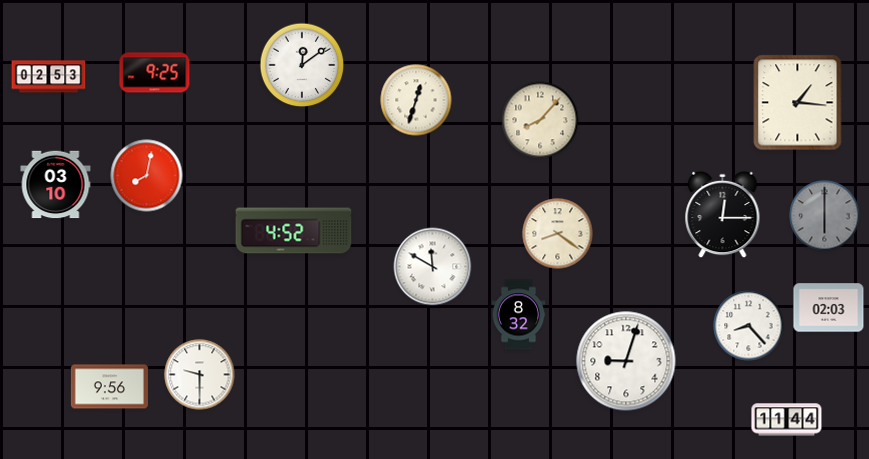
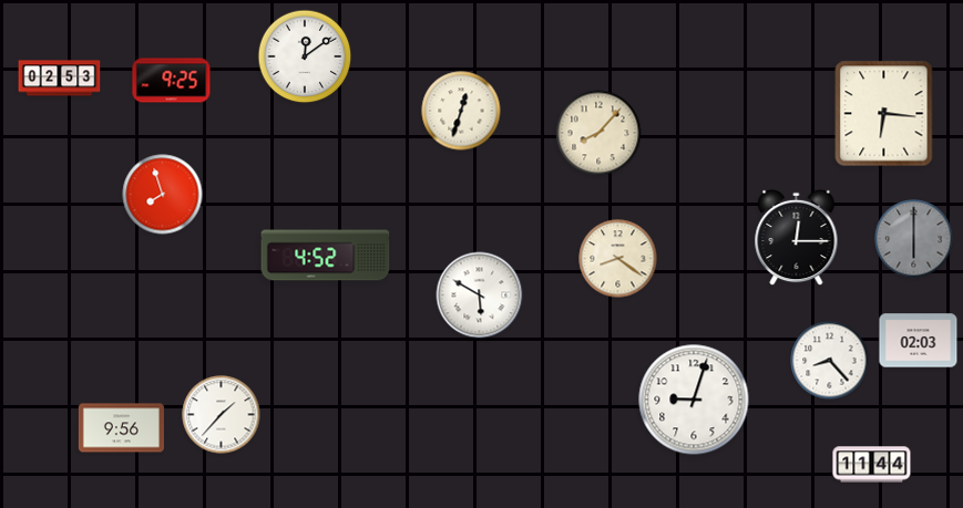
clock at (302, 65) position: (302, 65) -> (305, 56)
clock at (49, 77) position: (49, 77) -> (60, 79)
clock at (798, 103): 1:16 -> 6:16
clock at (147, 176): 8:02 -> 7:57
clock at (56, 185): 03:10 -> none
clock at (723, 215) position: (723, 215) -> (797, 238)
clock at (433, 267): 11:50 -> 5:50
clock at (519, 315): 8:32 -> none
clock at (200, 375): 9:30 -> 1:37
